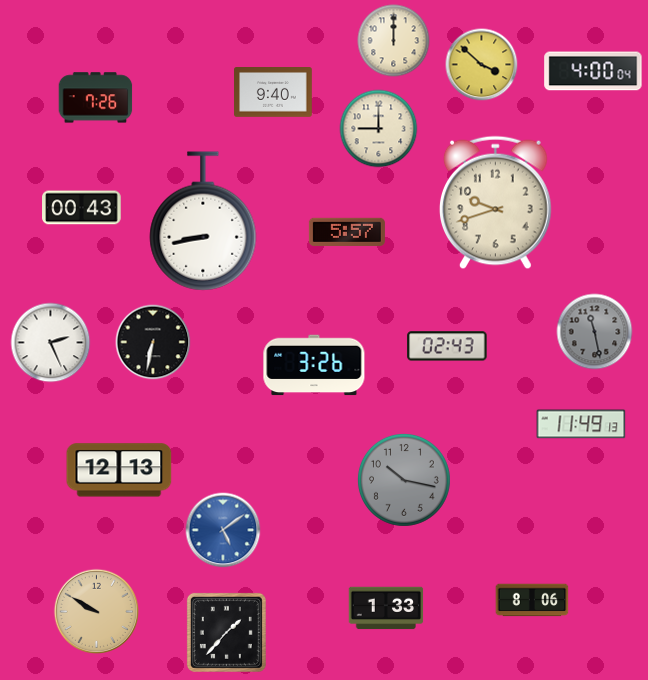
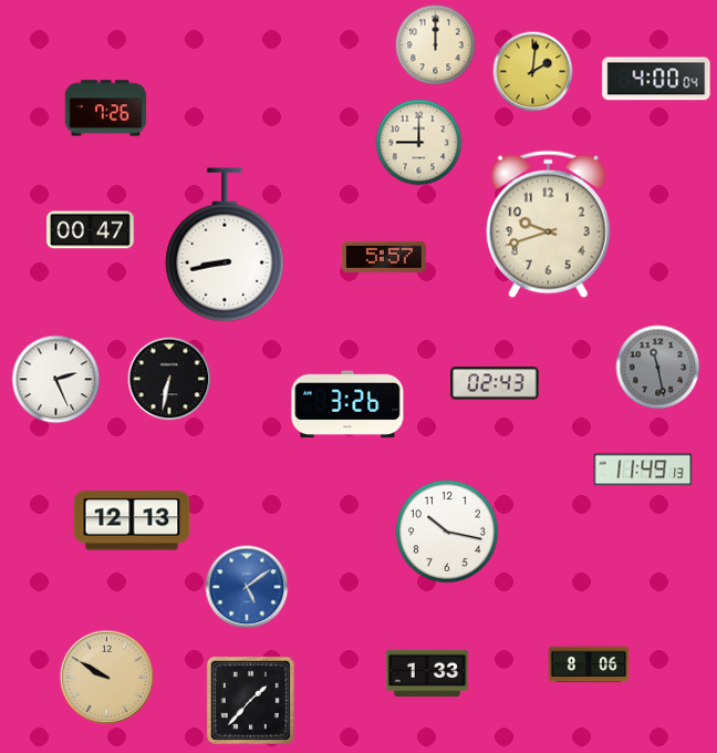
clock at (482, 65): 3:52 -> 2:01
clock at (274, 93): 9:40 -> none
clock at (82, 208): 00:43 -> 00:47
clock at (404, 480) dial: grey -> white
